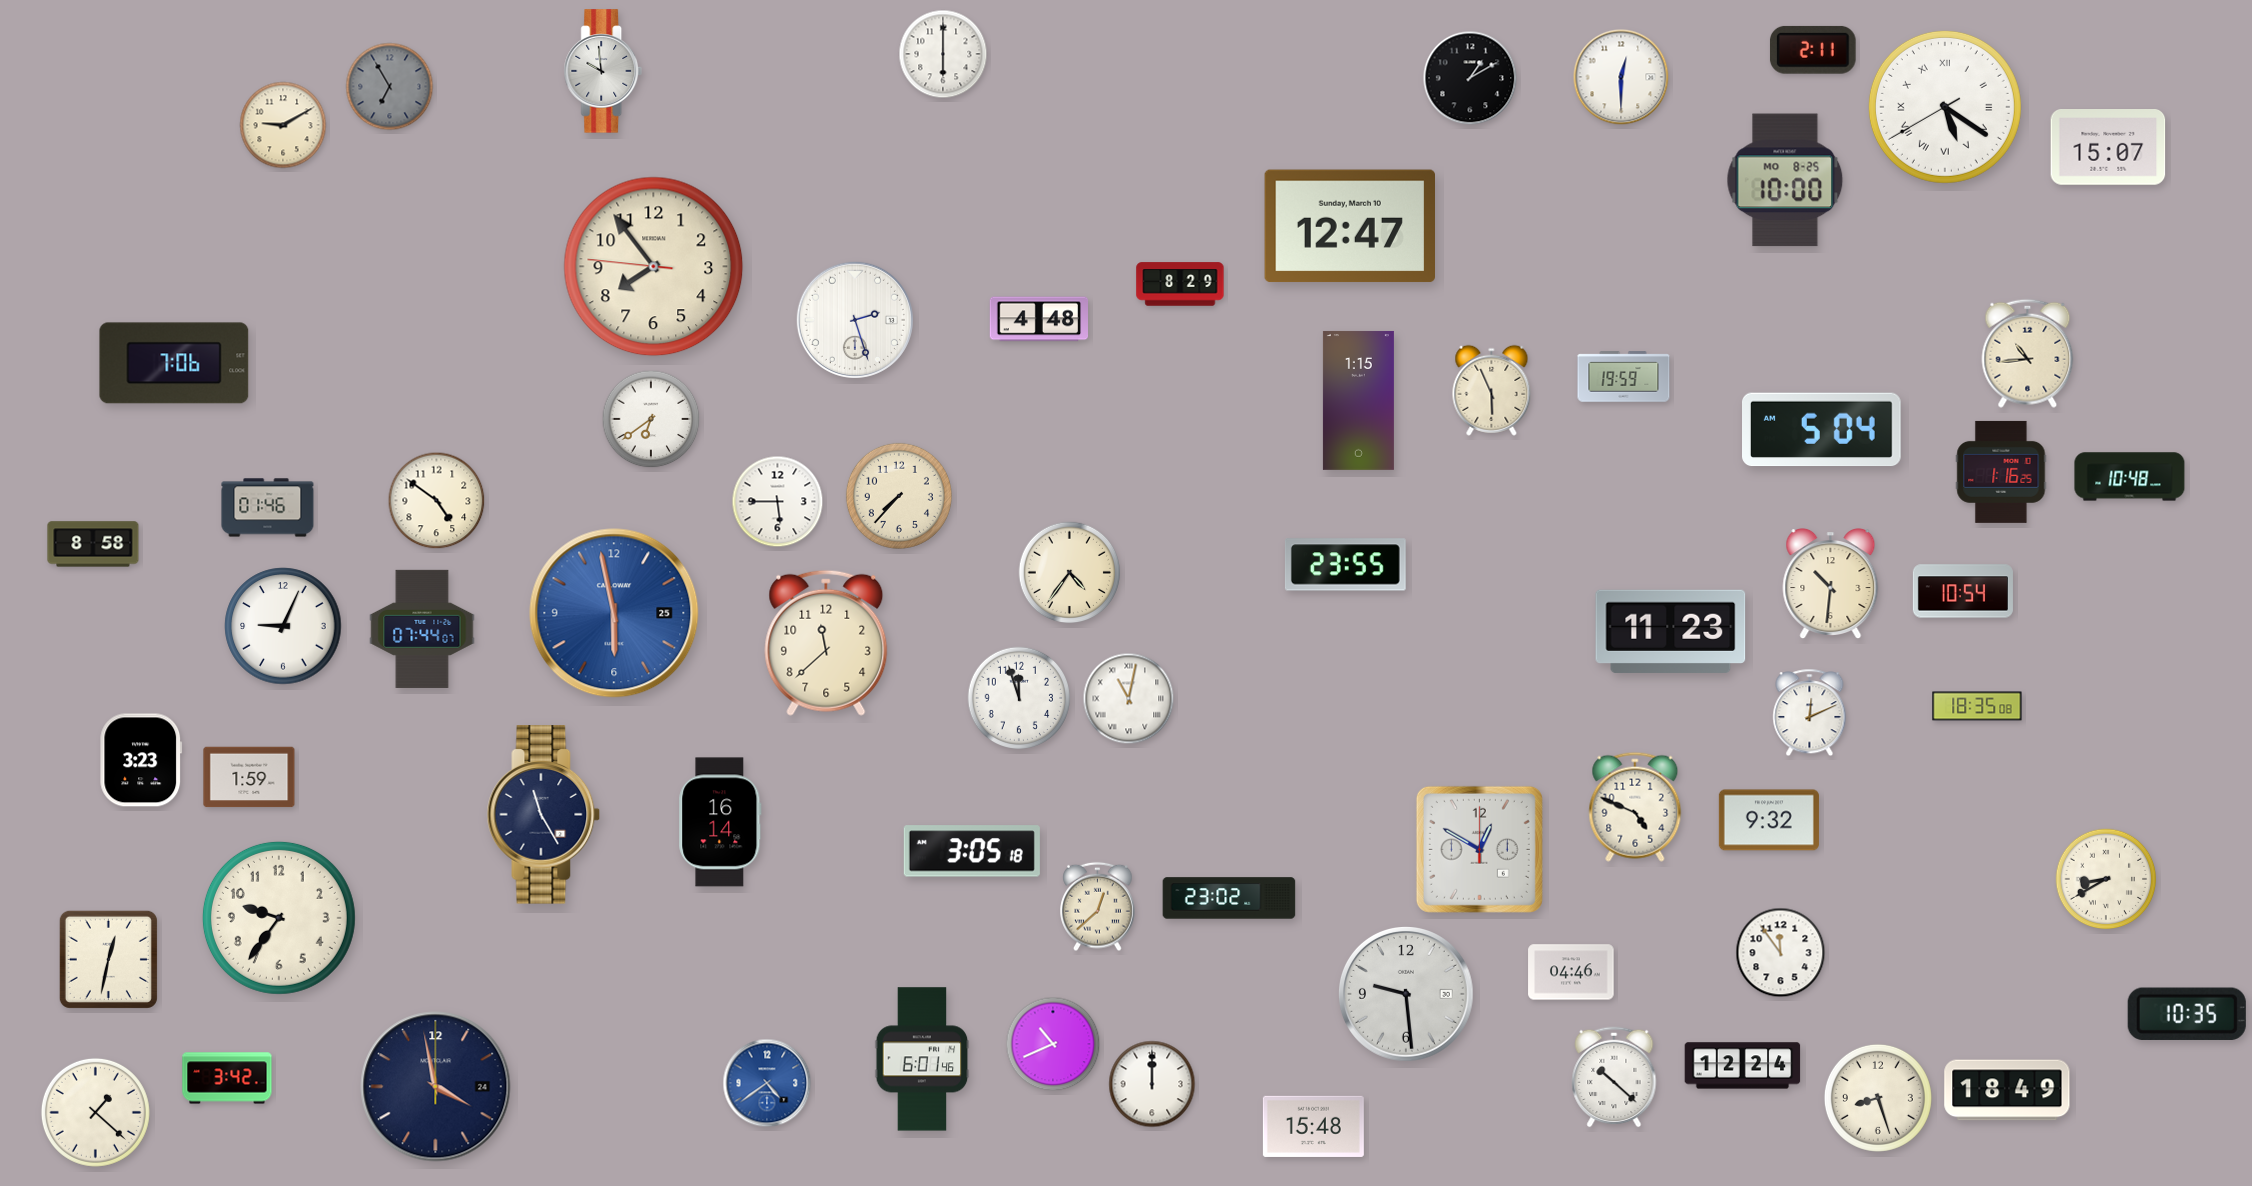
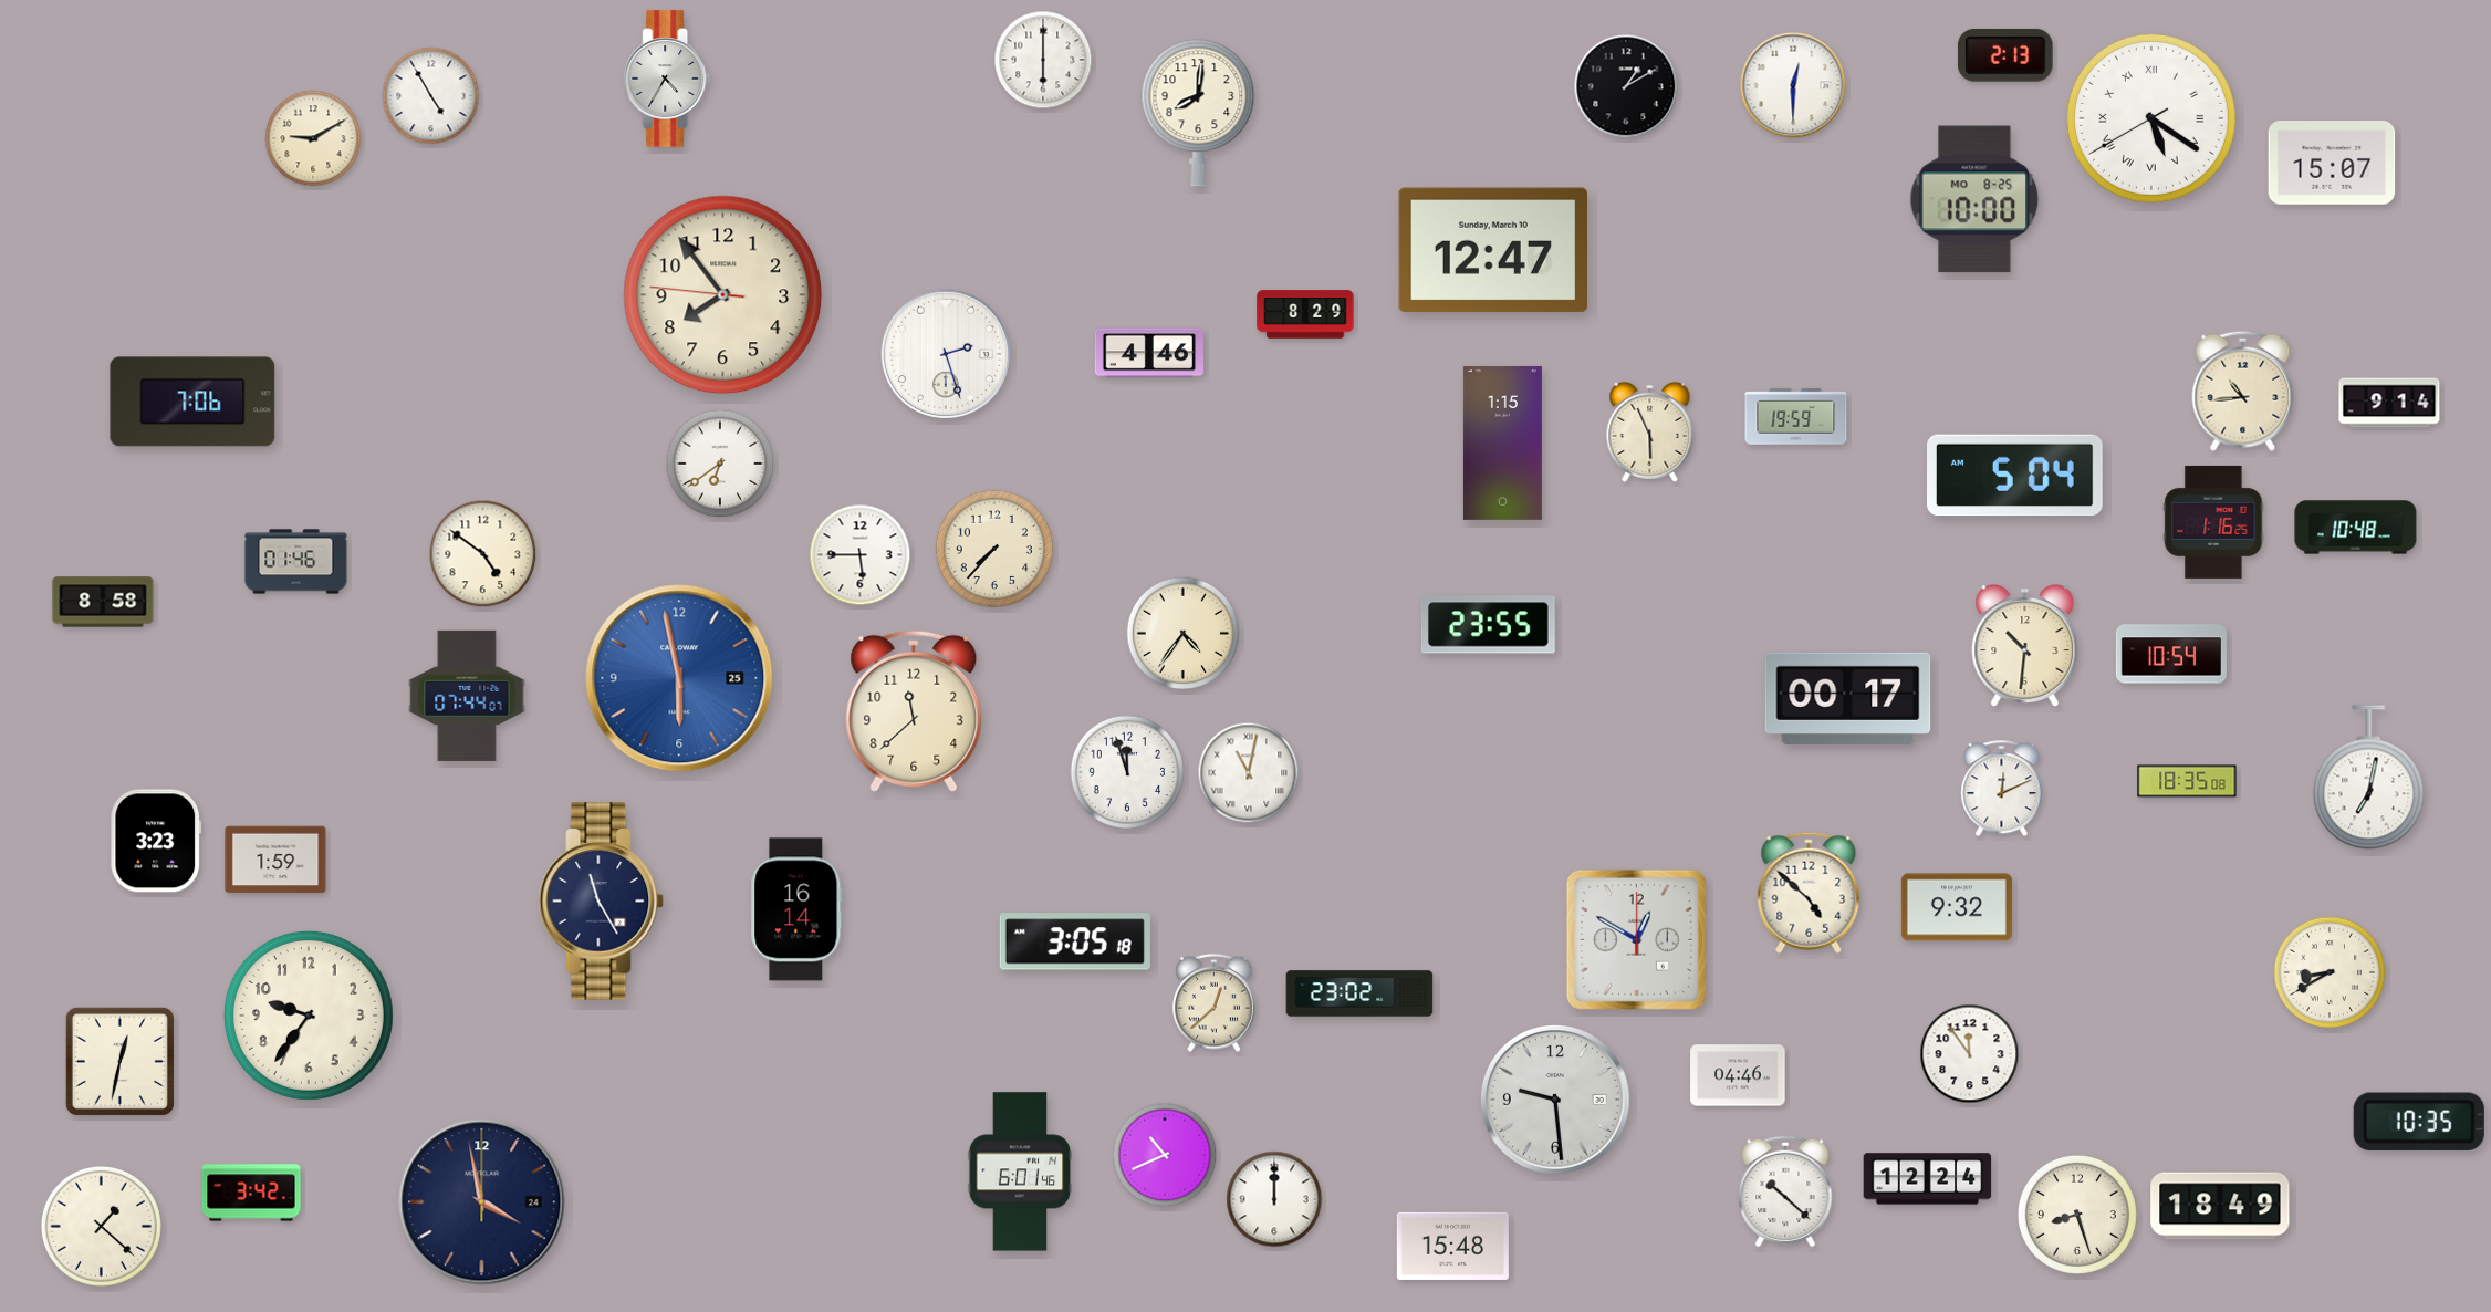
clock at (1813, 50): 2:11 -> 2:13
clock at (603, 71): 9:59 -> 4:35
clock at (390, 87): 6:55 -> 4:55
clock at (390, 87) dial: grey -> white
clock at (1198, 113): none -> 8:01
clock at (1039, 319): 4:48 -> 4:46
clock at (2389, 403): none -> 9:14
clock at (283, 626): 9:04 -> none
clock at (1671, 631): 11:23 -> 00:17
clock at (2369, 778): none -> 7:02
clock at (1635, 807): 4:49 -> 4:52
clock at (767, 1083): 4:39 -> none
clock at (95, 1112) position: (95, 1112) -> (101, 1226)
